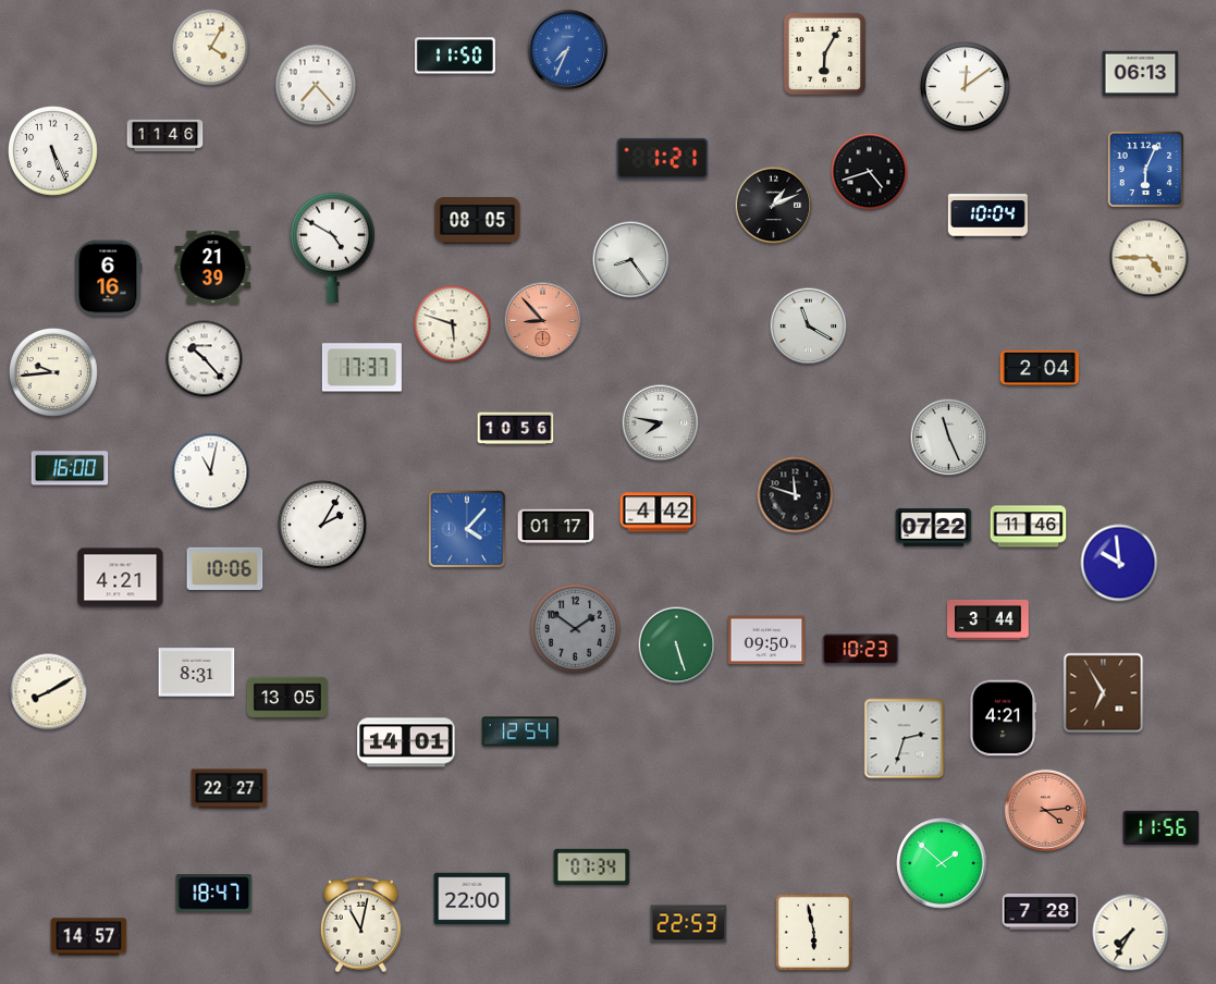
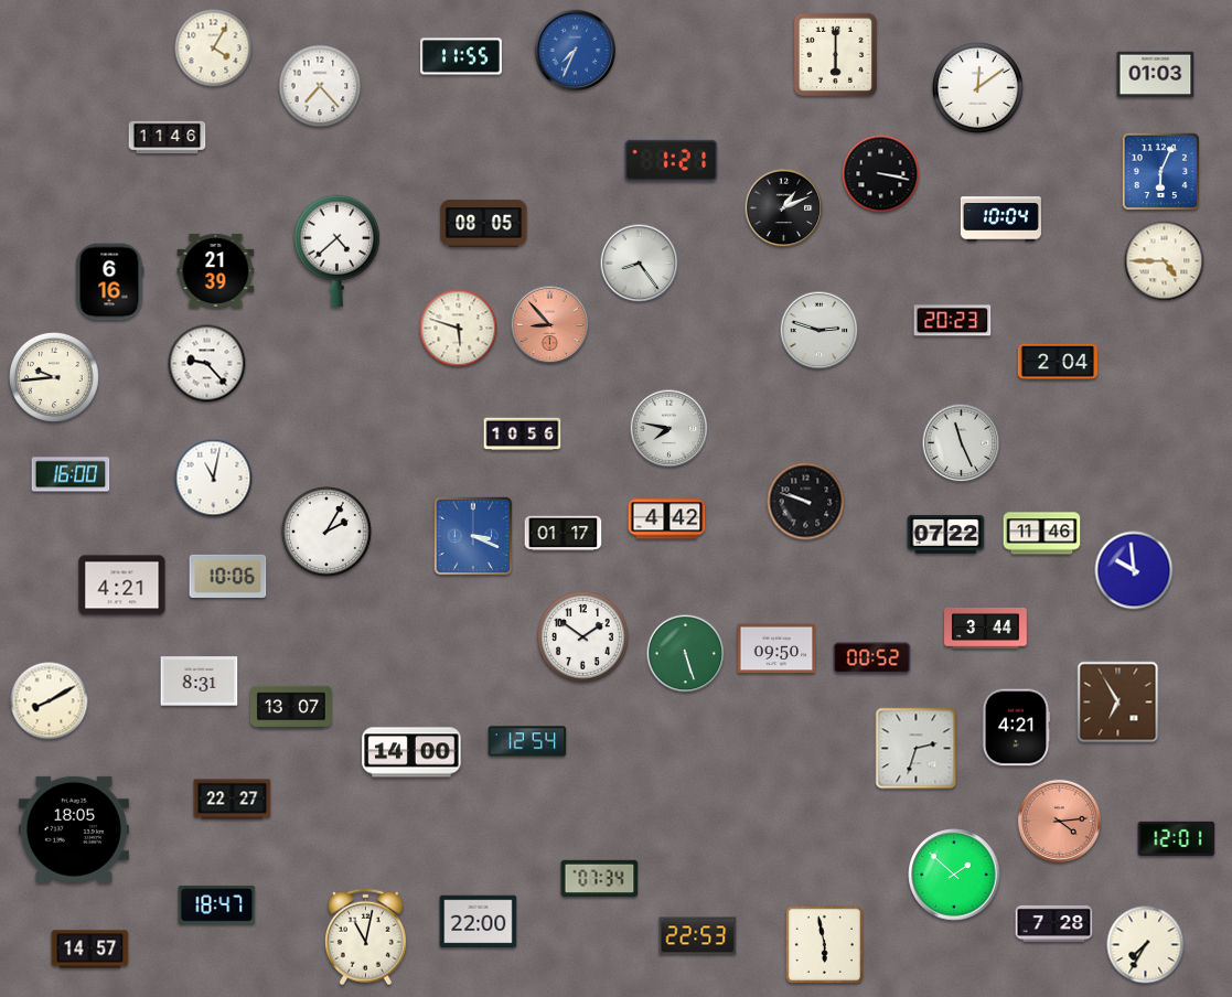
clock at (824, 53): 6:05 -> 6:00
clock at (455, 56): 11:50 -> 11:55
clock at (1141, 74): 06:13 -> 01:03
clock at (53, 151): 5:26 -> none
clock at (870, 172): 4:42 -> 3:17
clock at (332, 247): 4:50 -> 4:38
clock at (953, 321): none -> 20:23
clock at (809, 327): 11:20 -> 2:48
clock at (205, 359): 10:23 -> 9:23
clock at (361, 368): 17:37 -> none
clock at (1039, 368) position: (1039, 368) -> (1057, 362)
clock at (796, 495): 11:48 -> 9:48
clock at (467, 529): 4:07 -> 3:19
clock at (988, 620) position: (988, 620) -> (986, 629)
clock at (576, 629) dial: grey -> white
clock at (861, 650): 10:23 -> 00:52
clock at (287, 698): 13:05 -> 13:07
clock at (406, 742): 14:01 -> 14:00
clock at (74, 829): none -> 18:05
clock at (1162, 827): 11:56 -> 12:01
clock at (472, 899) position: (472, 899) -> (479, 922)
